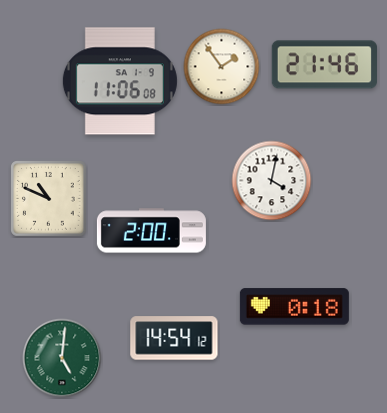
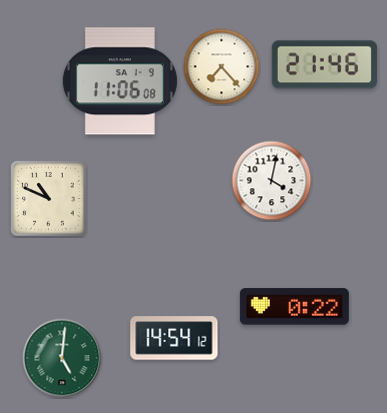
clock at (222, 67): 1:54 -> 7:23
clock at (151, 231): 2:00 -> none
clock at (294, 307): 0:18 -> 0:22
